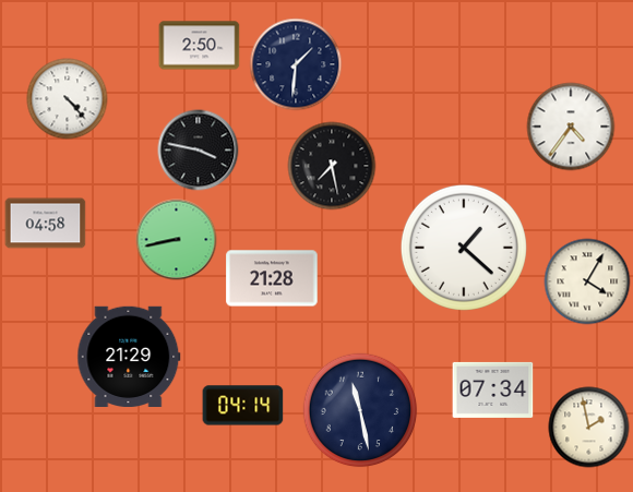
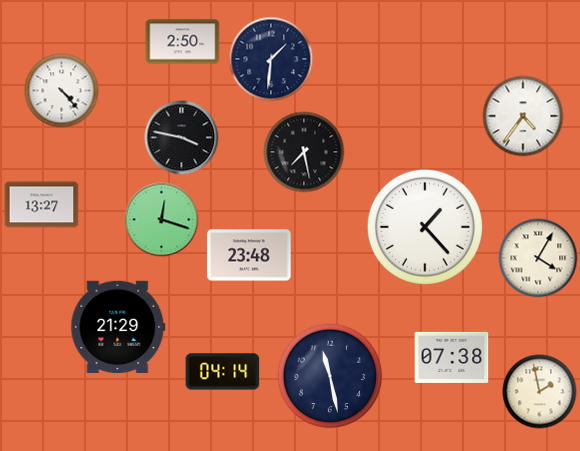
clock at (46, 224): 04:58 -> 13:27
clock at (177, 240): 8:43 -> 12:18
clock at (464, 248): 1:22 -> 1:23
clock at (272, 278): 21:28 -> 23:48
clock at (493, 389): 07:34 -> 07:38
